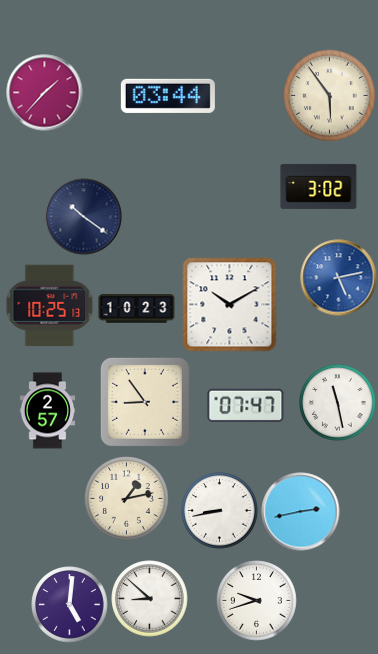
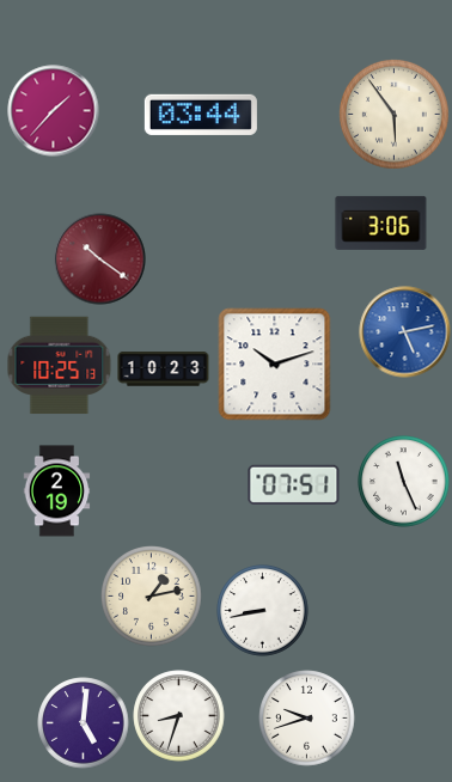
clock at (319, 186): 3:02 -> 3:06
clock at (84, 217) dial: navy -> burgundy
clock at (230, 305): 10:10 -> 10:12
clock at (145, 402): 8:54 -> none
clock at (338, 403): 11:28 -> 11:26
clock at (246, 405): 07:47 -> 07:51
clock at (48, 411): 2:57 -> 2:19
clock at (301, 512): 2:43 -> none
clock at (150, 599): 8:52 -> 8:33
